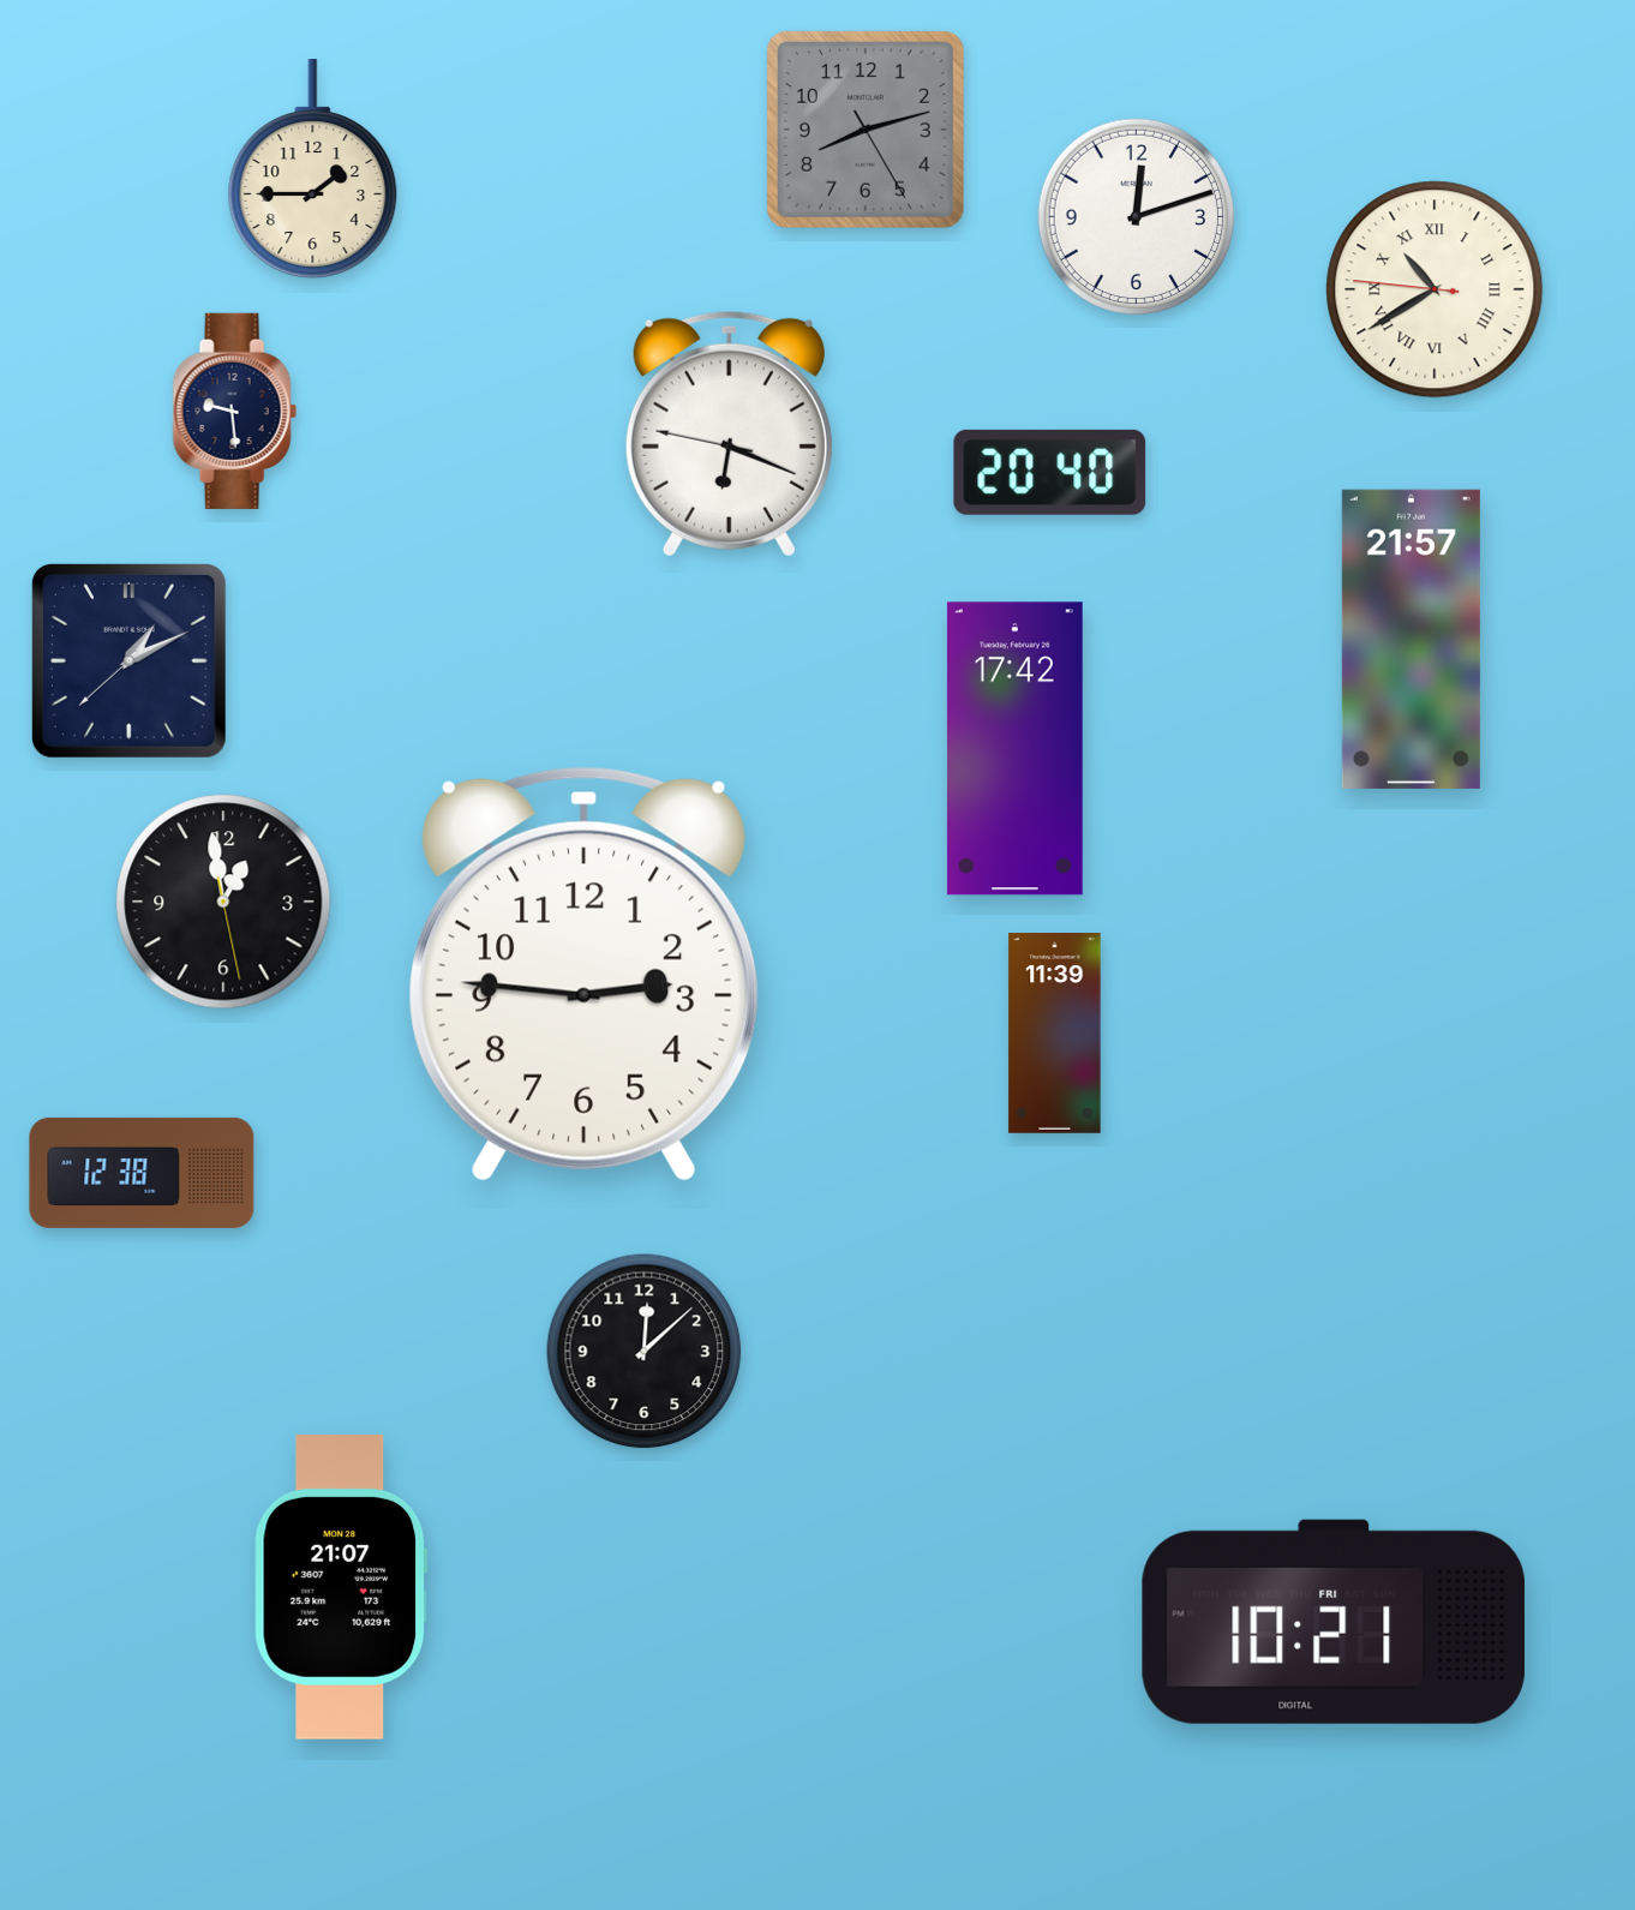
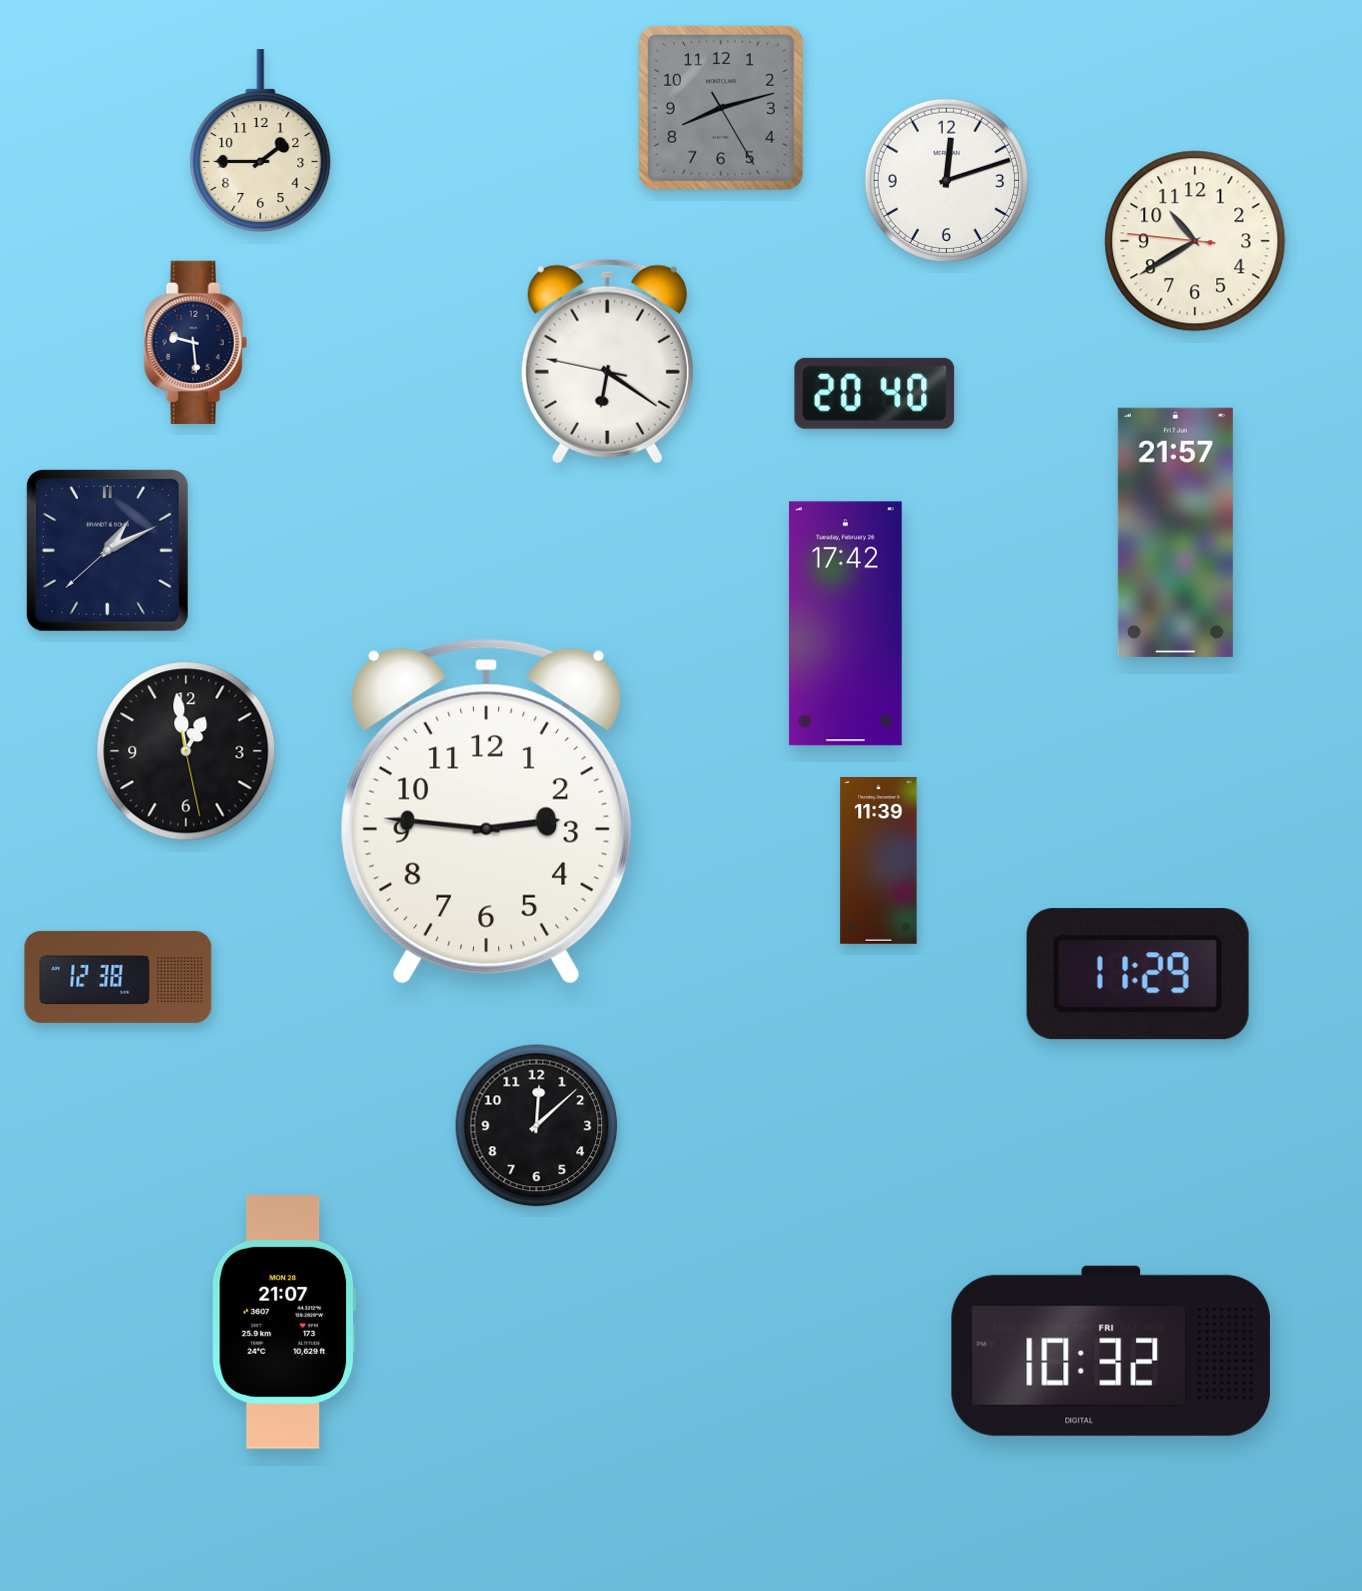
clock at (1435, 289) numerals: Roman -> Arabic
clock at (729, 433): 6:18 -> 6:20
clock at (1138, 974): none -> 11:29
clock at (1334, 1622): 10:21 -> 10:32
